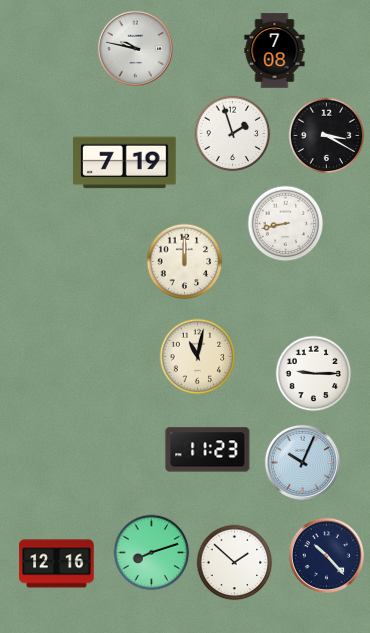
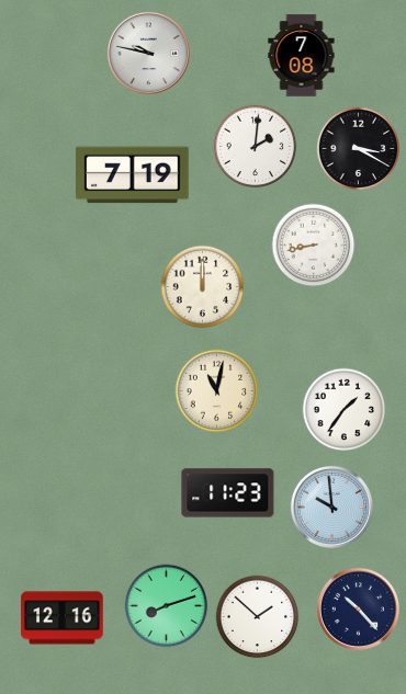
clock at (233, 134): 1:57 -> 2:01
clock at (125, 163) position: (125, 163) -> (133, 175)
clock at (314, 374): 9:15 -> 1:36
clock at (302, 462): 10:04 -> 9:59
